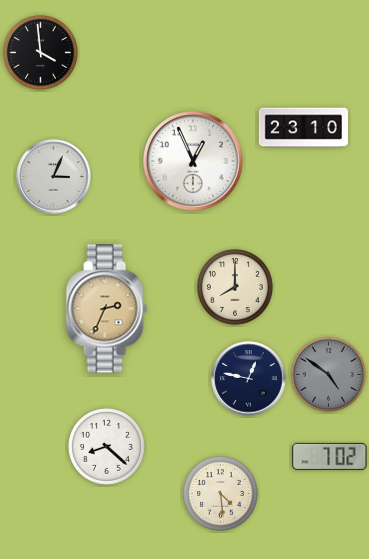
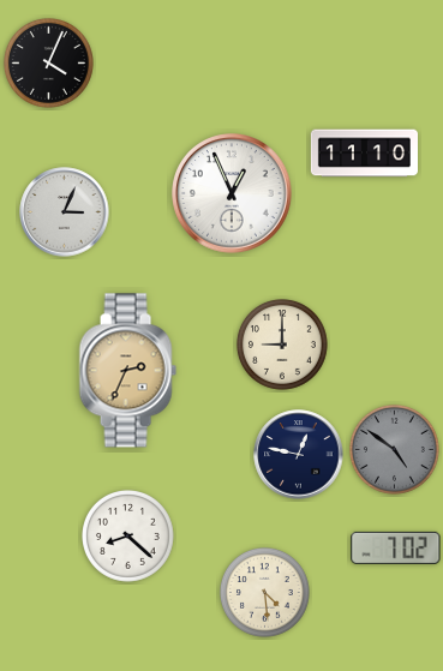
clock at (40, 52): 3:59 -> 4:04
clock at (303, 128): 23:10 -> 11:10
clock at (236, 288): 8:00 -> 9:00
